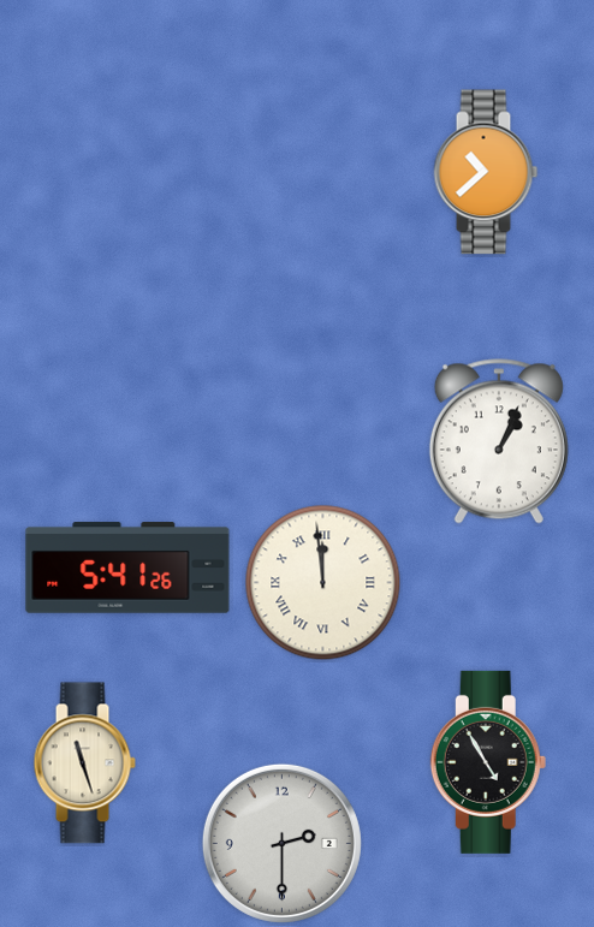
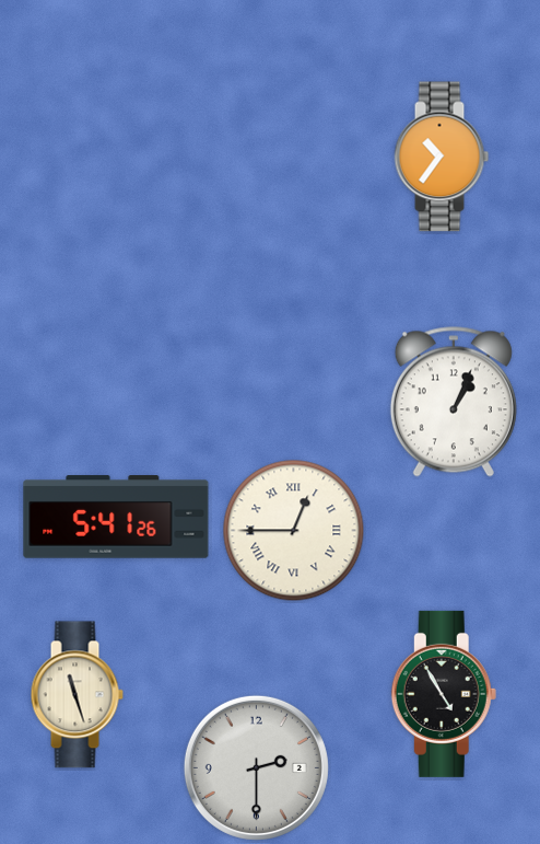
clock at (486, 172): 10:38 -> 10:36
clock at (323, 583): 11:59 -> 12:45
